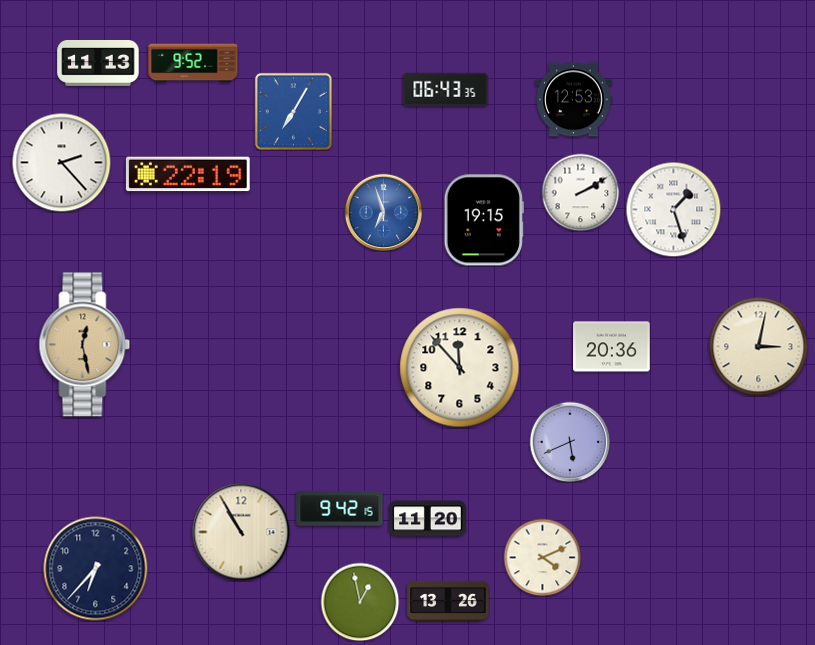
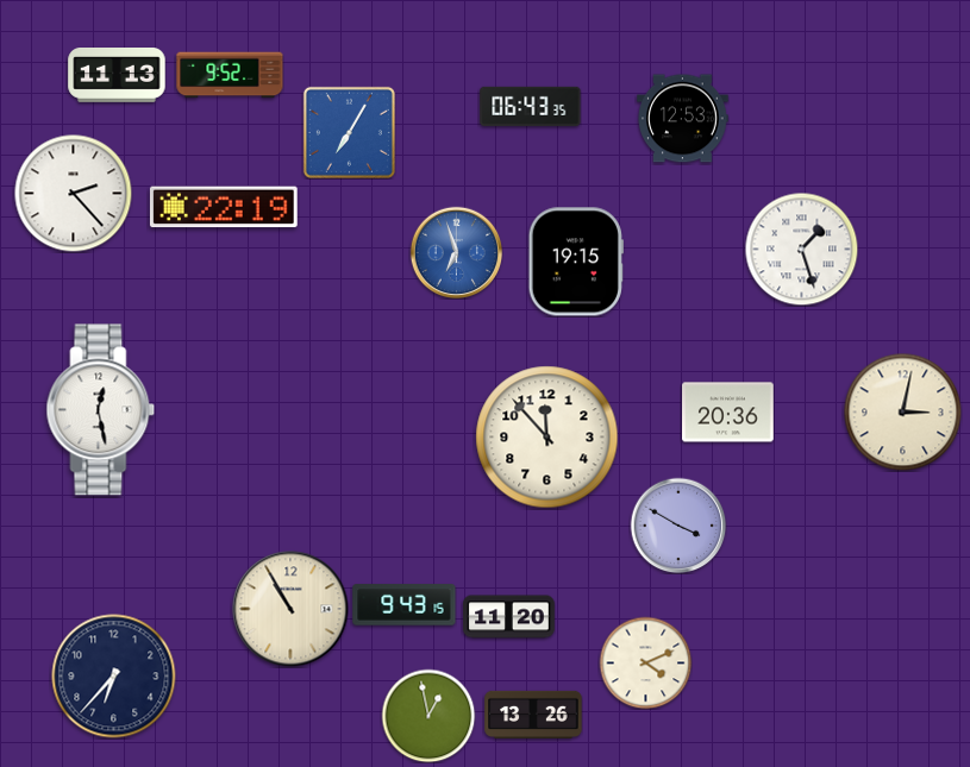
clock at (580, 192): 2:10 -> none
clock at (85, 345) dial: champagne -> white
clock at (570, 442): 5:41 -> 3:50
clock at (340, 509): 9:42 -> 9:43
clock at (241, 532) position: (241, 532) -> (290, 609)
